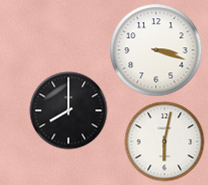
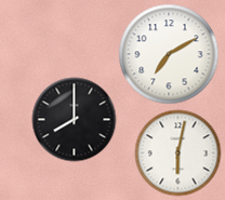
clock at (156, 50): 3:18 -> 7:10
